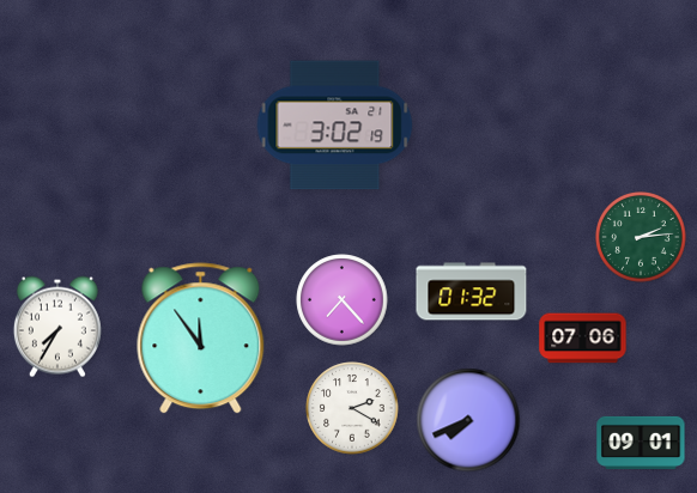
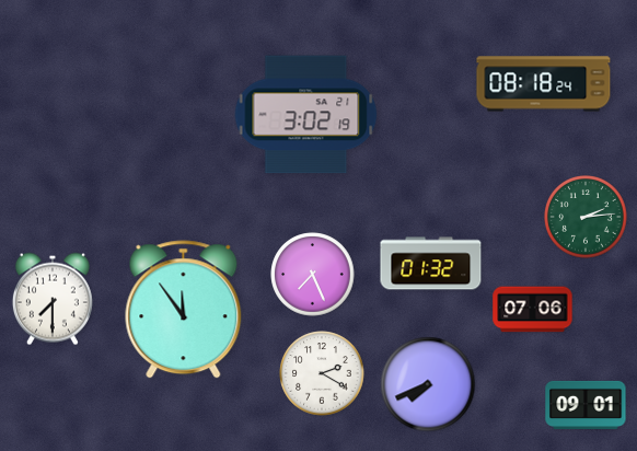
clock at (544, 84): none -> 08:18
clock at (472, 292) position: (472, 292) -> (431, 264)
clock at (343, 300): 7:23 -> 7:26
clock at (57, 327): 7:35 -> 7:30
